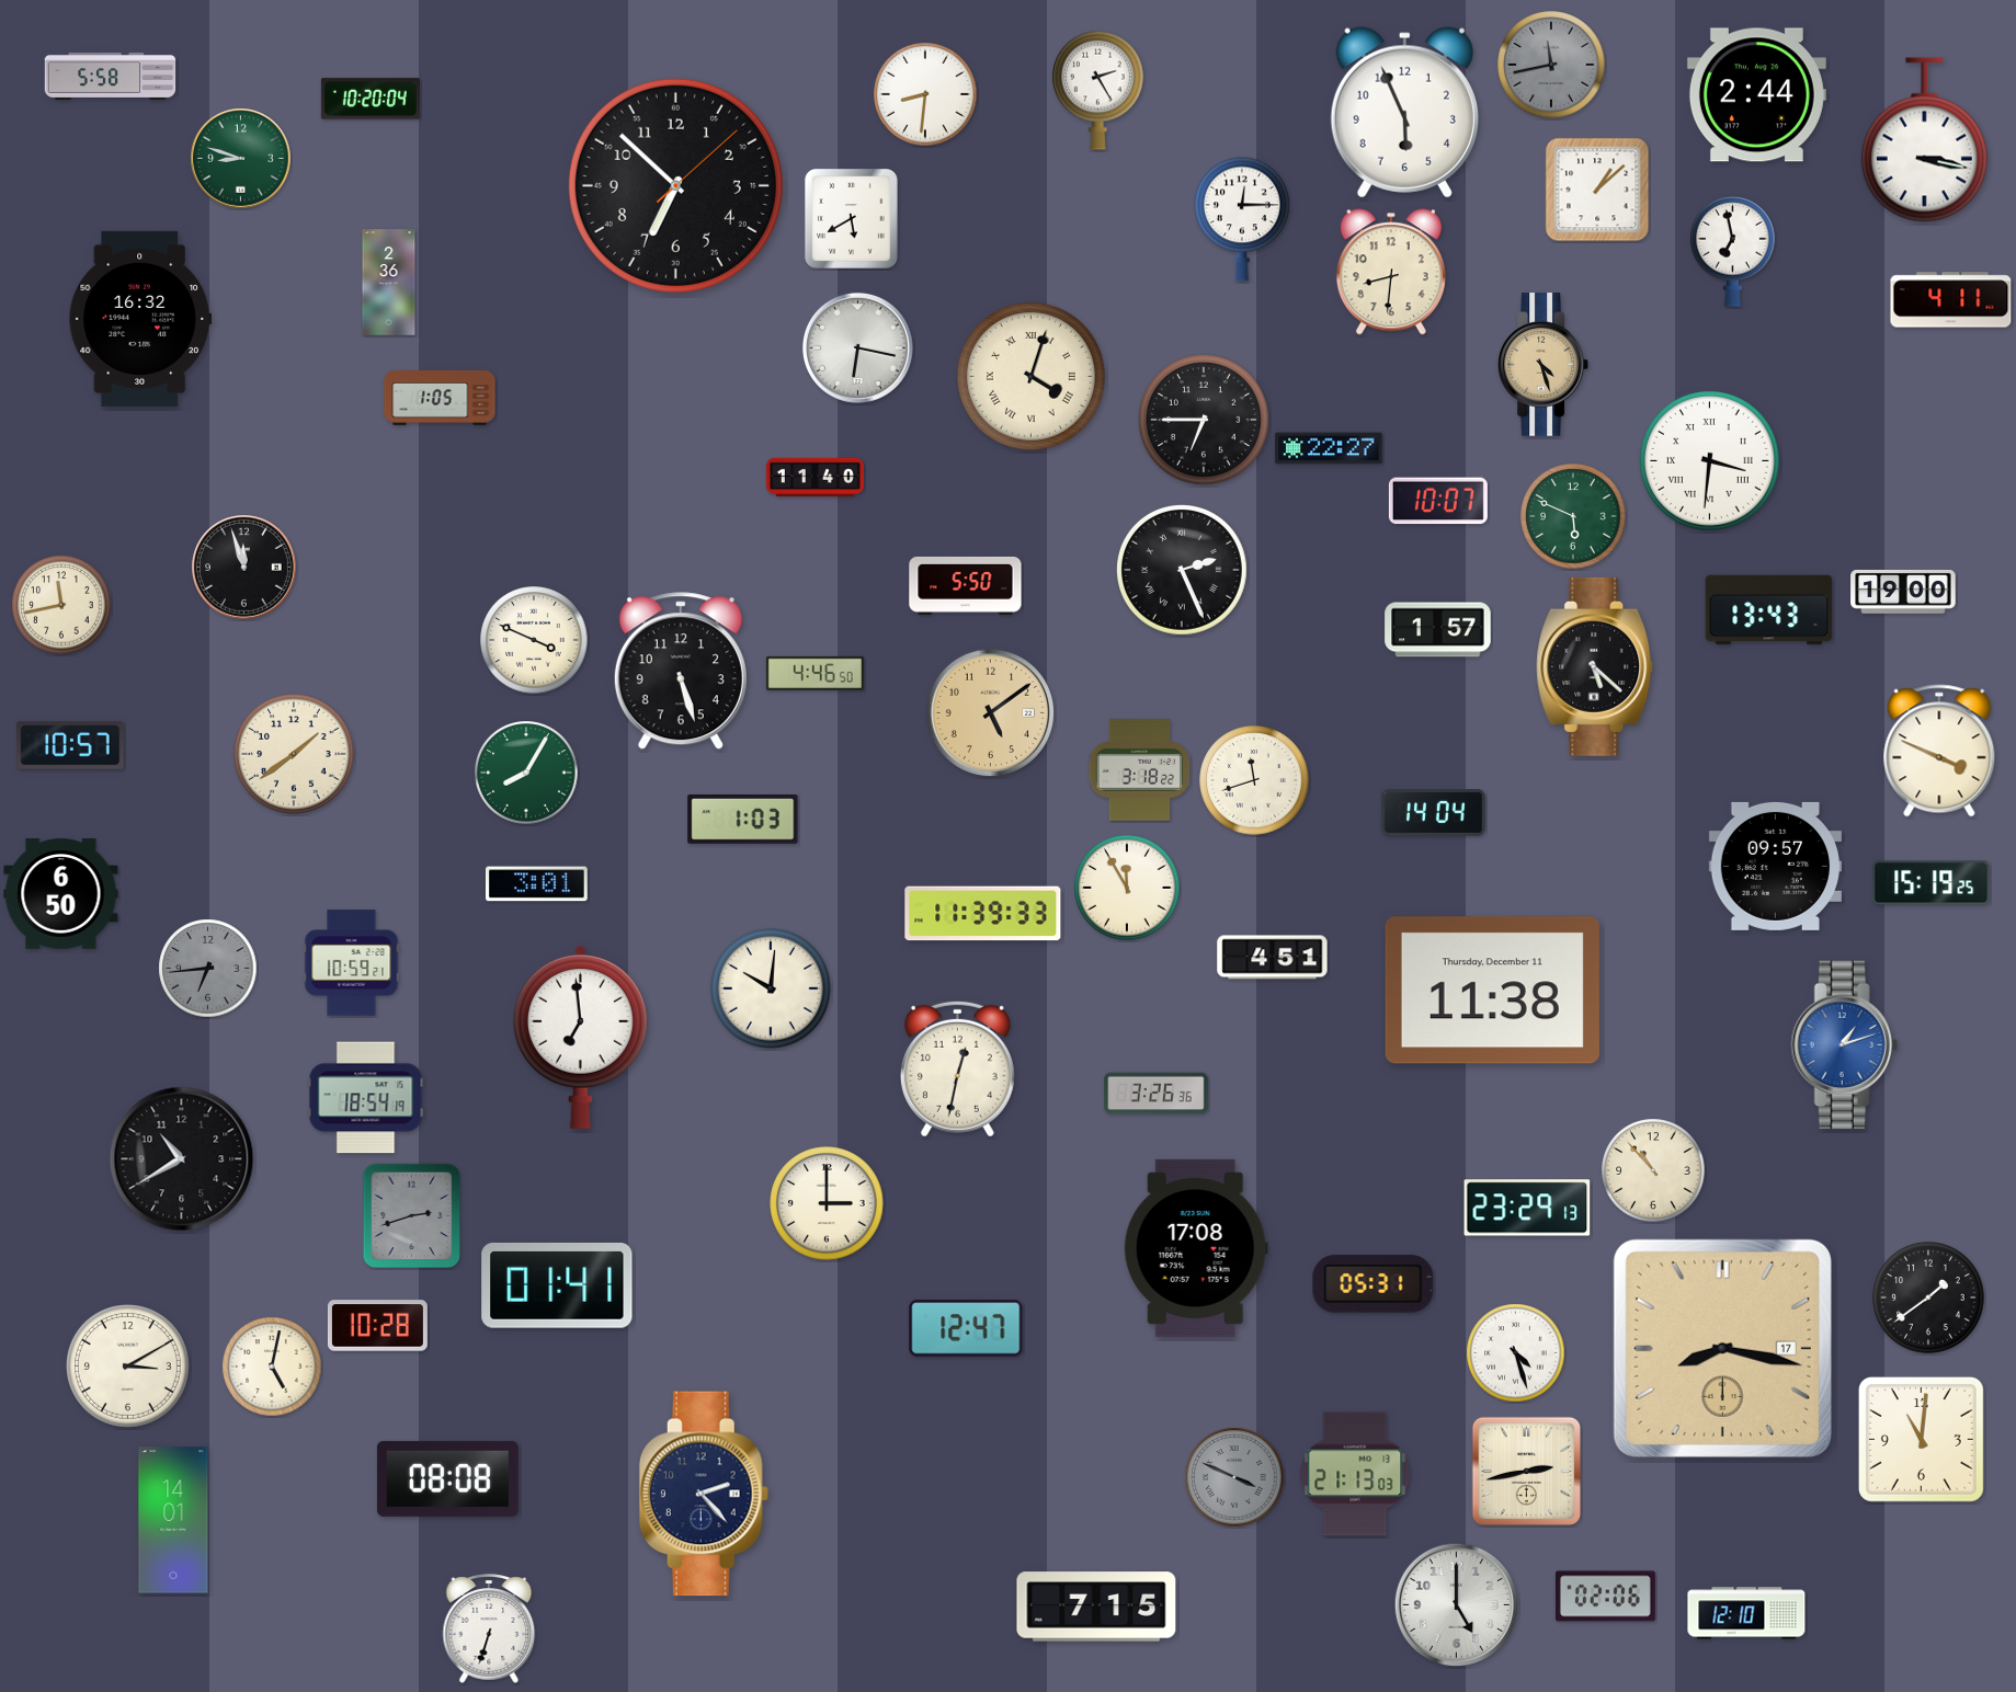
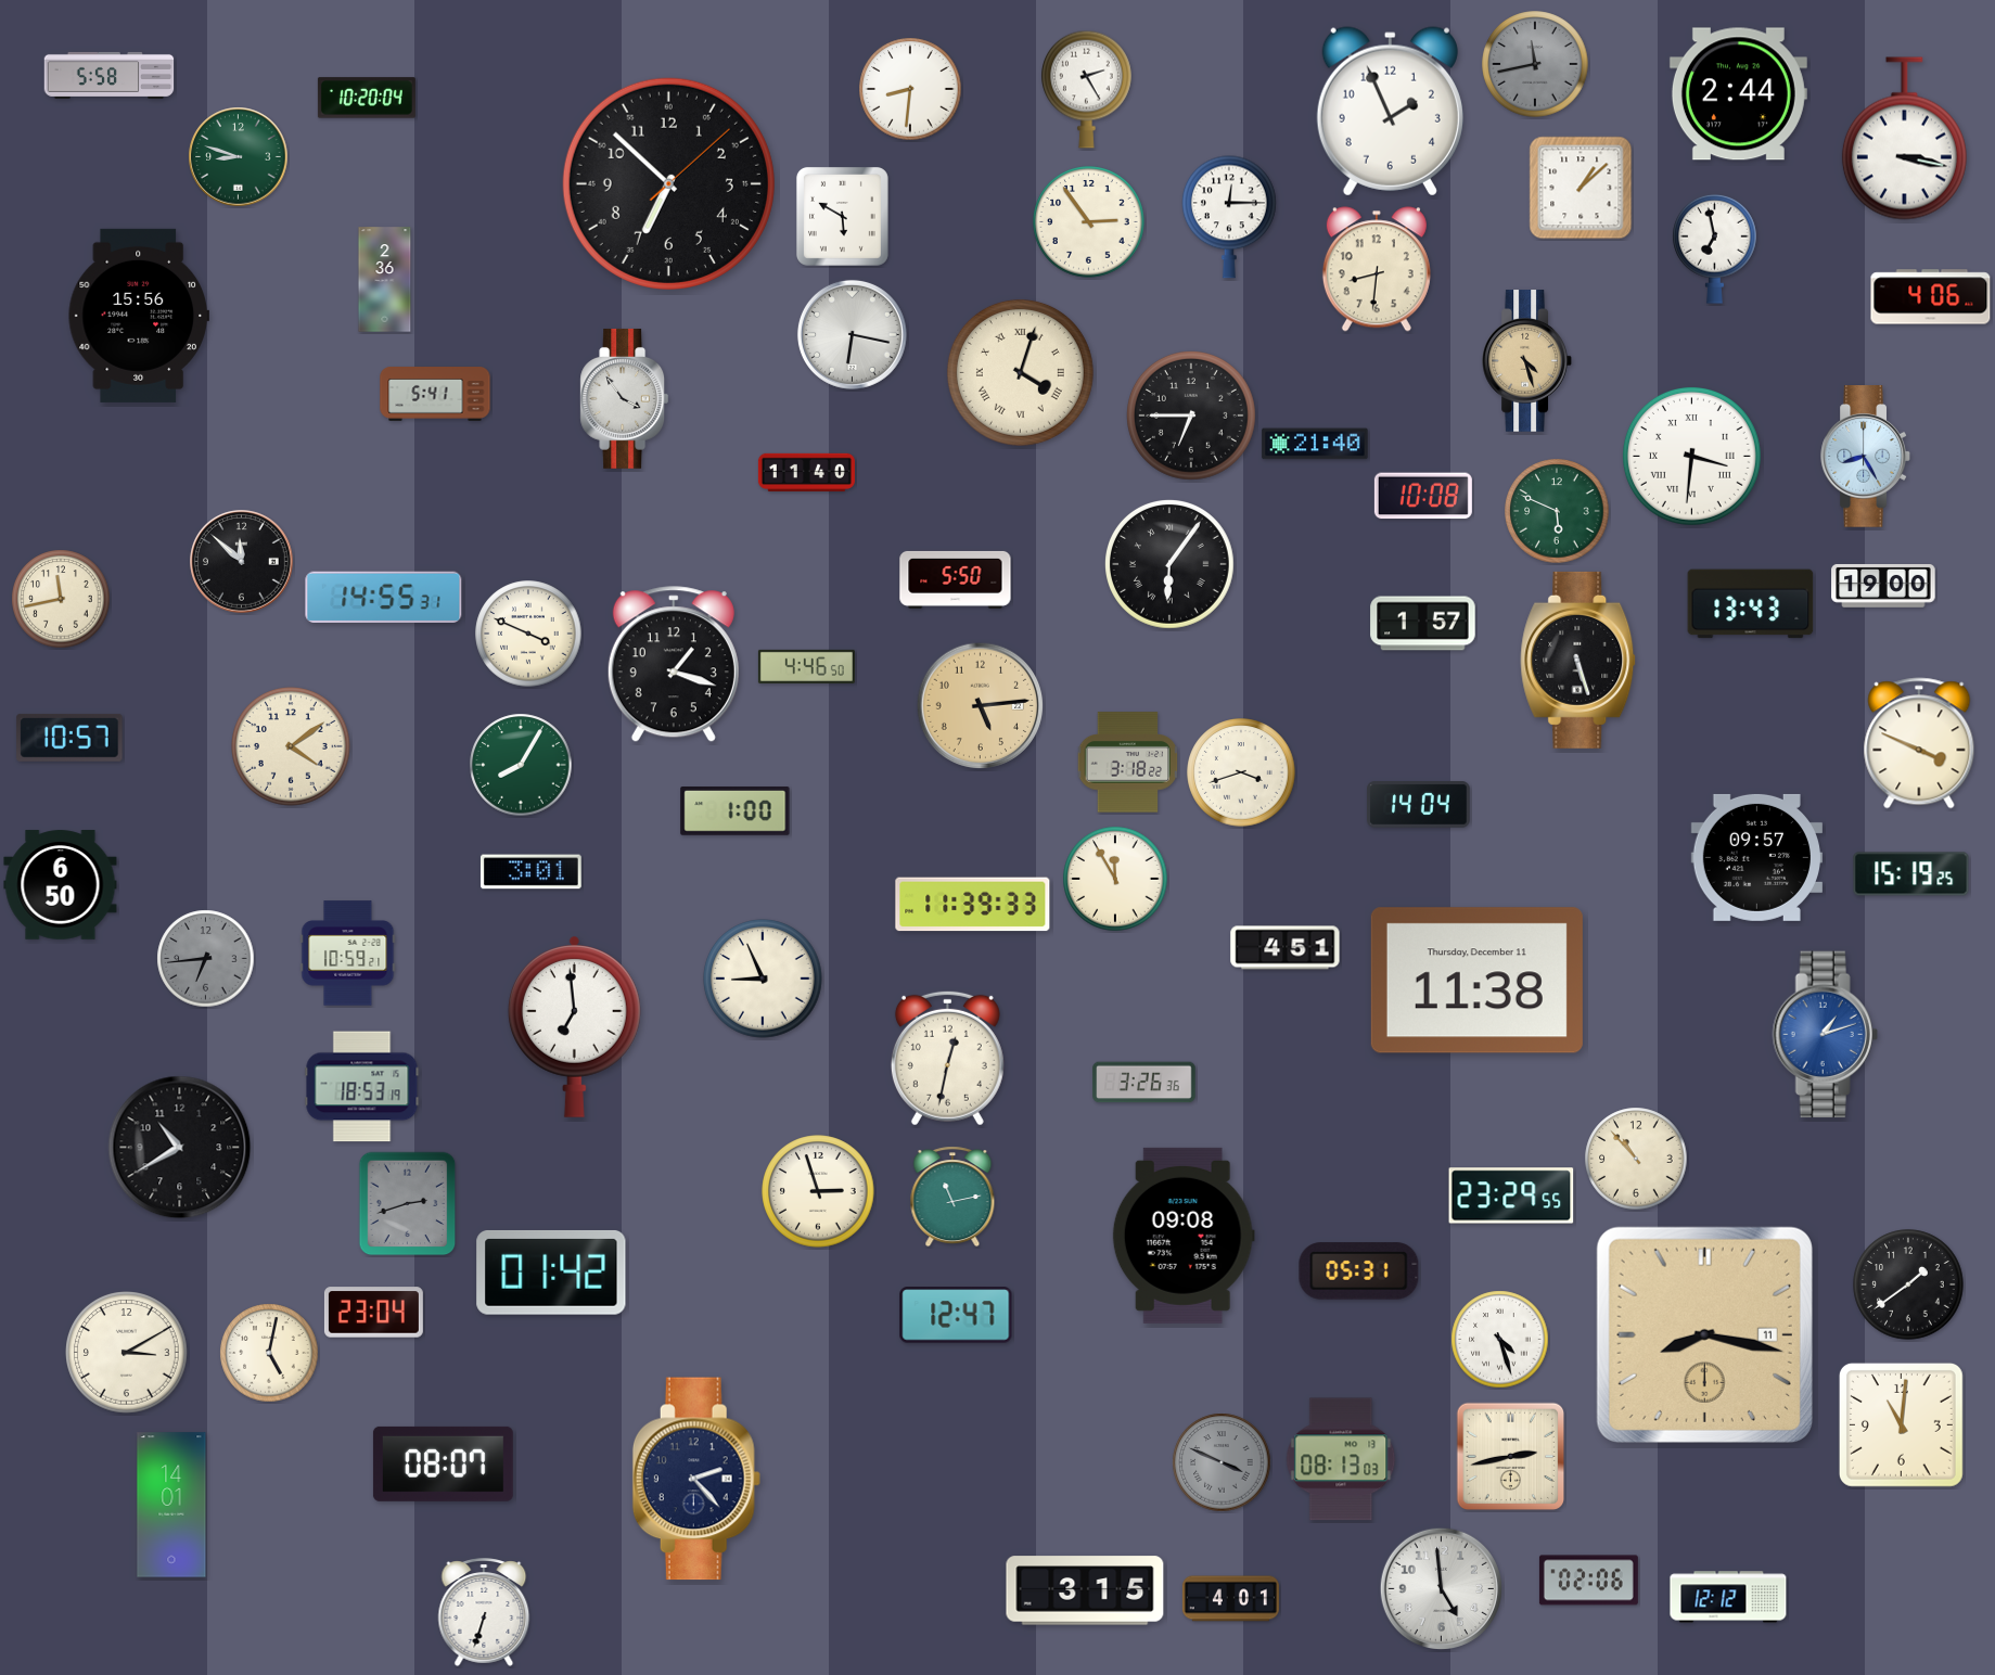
clock at (925, 94) position: (925, 94) -> (910, 89)
clock at (1404, 113): 5:56 -> 1:56
clock at (851, 218): 5:40 -> 5:50
clock at (1089, 222): none -> 2:54
clock at (1951, 300): 4:11 -> 4:06
clock at (140, 319): 16:32 -> 15:56
clock at (857, 347) position: (857, 347) -> (852, 334)
clock at (440, 399): 1:05 -> 5:41
clock at (625, 398): none -> 3:54
clock at (1329, 448): 22:27 -> 21:40
clock at (1865, 457): none -> 8:25
clock at (1438, 501): 10:07 -> 10:08
clock at (244, 568): 11:57 -> 11:52
clock at (1183, 571): 2:26 -> 6:06
clock at (384, 597): none -> 14:55
clock at (1595, 666): 5:22 -> 5:27
clock at (681, 672): 5:27 -> 1:18
clock at (991, 713): 5:09 -> 5:14
clock at (294, 754): 1:39 -> 4:09
clock at (1254, 780): 11:42 -> 3:42
clock at (743, 820): 1:03 -> 1:00
clock at (536, 884) position: (536, 884) -> (530, 872)
clock at (1273, 958) position: (1273, 958) -> (1286, 948)
clock at (771, 988): 10:01 -> 8:56
clock at (366, 1098): 18:54 -> 18:53
clock at (827, 1203): 3:00 -> 2:57
clock at (1527, 1208): 23:29:13 -> 23:29:55
clock at (952, 1197): none -> 11:13
clock at (1196, 1248): 17:08 -> 09:08
clock at (557, 1285): 01:41 -> 01:42
clock at (377, 1326): 10:28 -> 23:04
clock at (1722, 1348) date: 17 -> 11
clock at (1355, 1474): 21:13 -> 08:13
clock at (447, 1478): 08:08 -> 08:07
clock at (1456, 1604): 5:00 -> 4:59
clock at (1096, 1607): 7:15 -> 3:15
clock at (1746, 1613): 12:10 -> 12:12
clock at (1230, 1599): none -> 4:01
